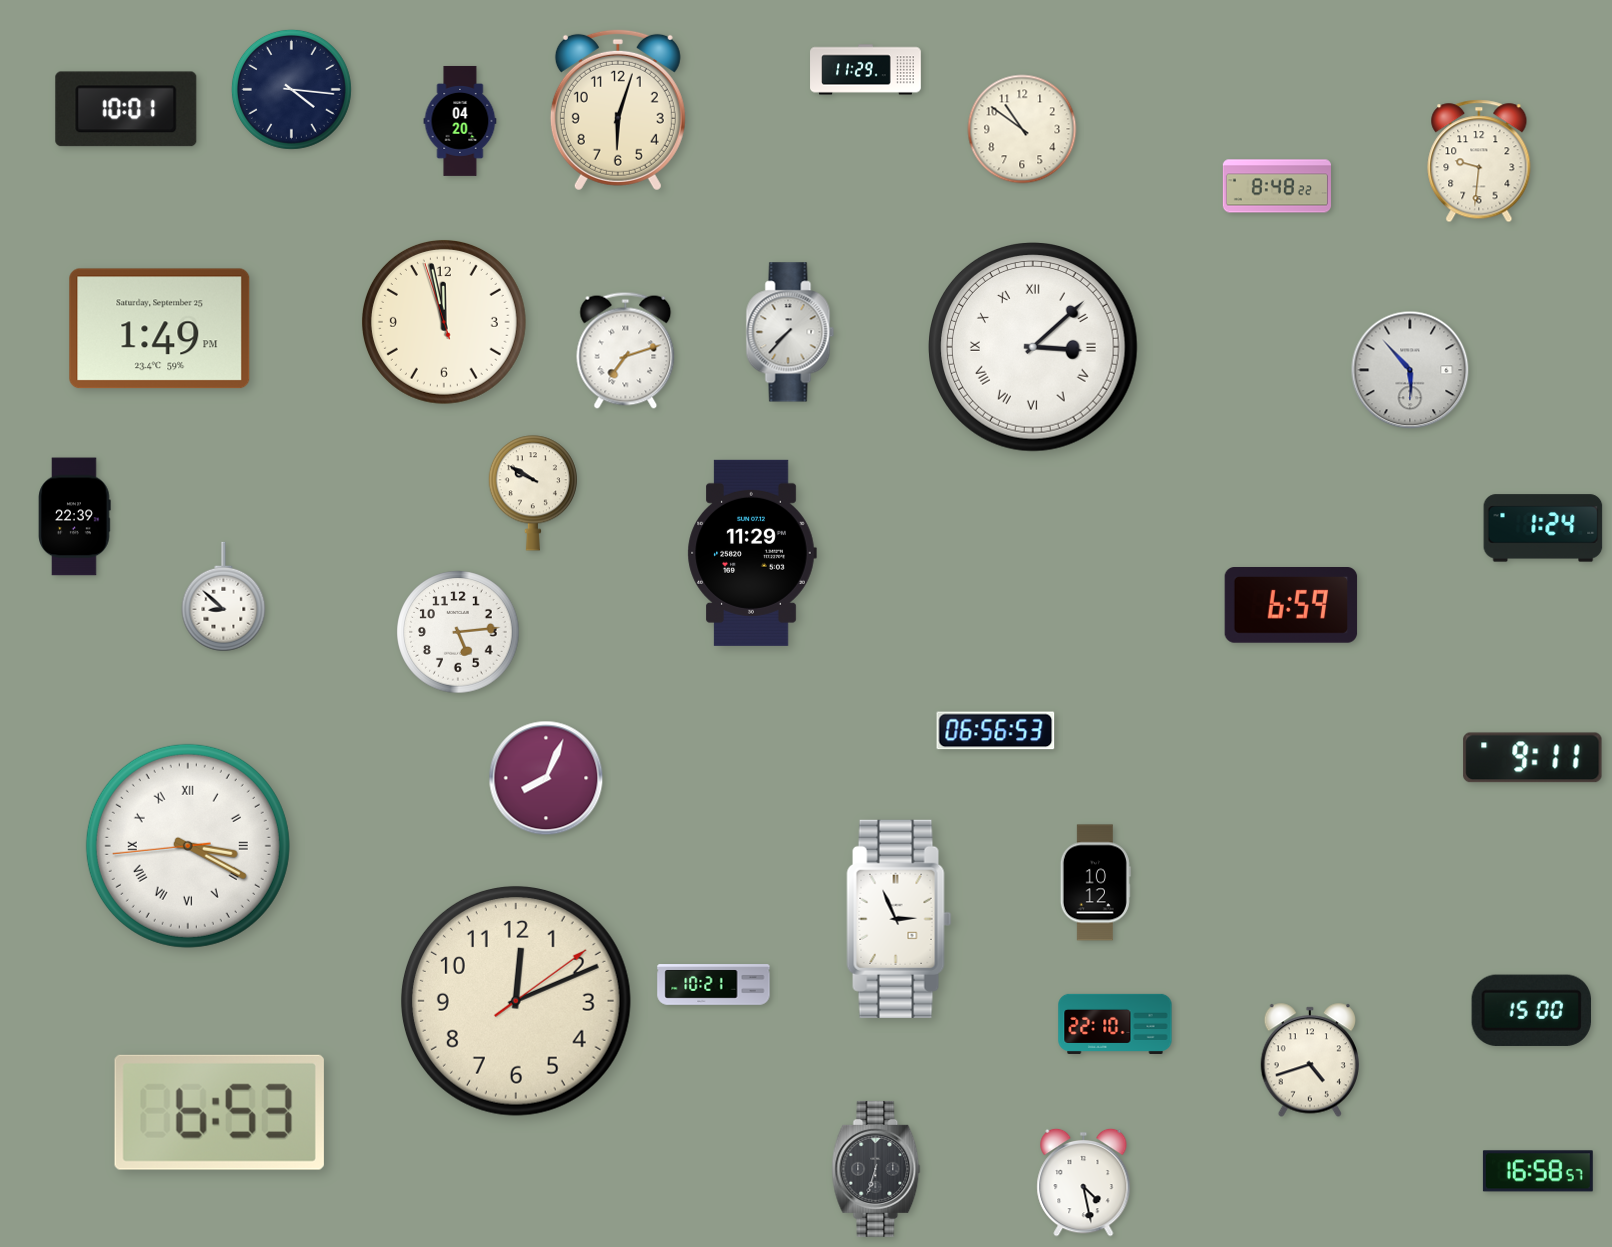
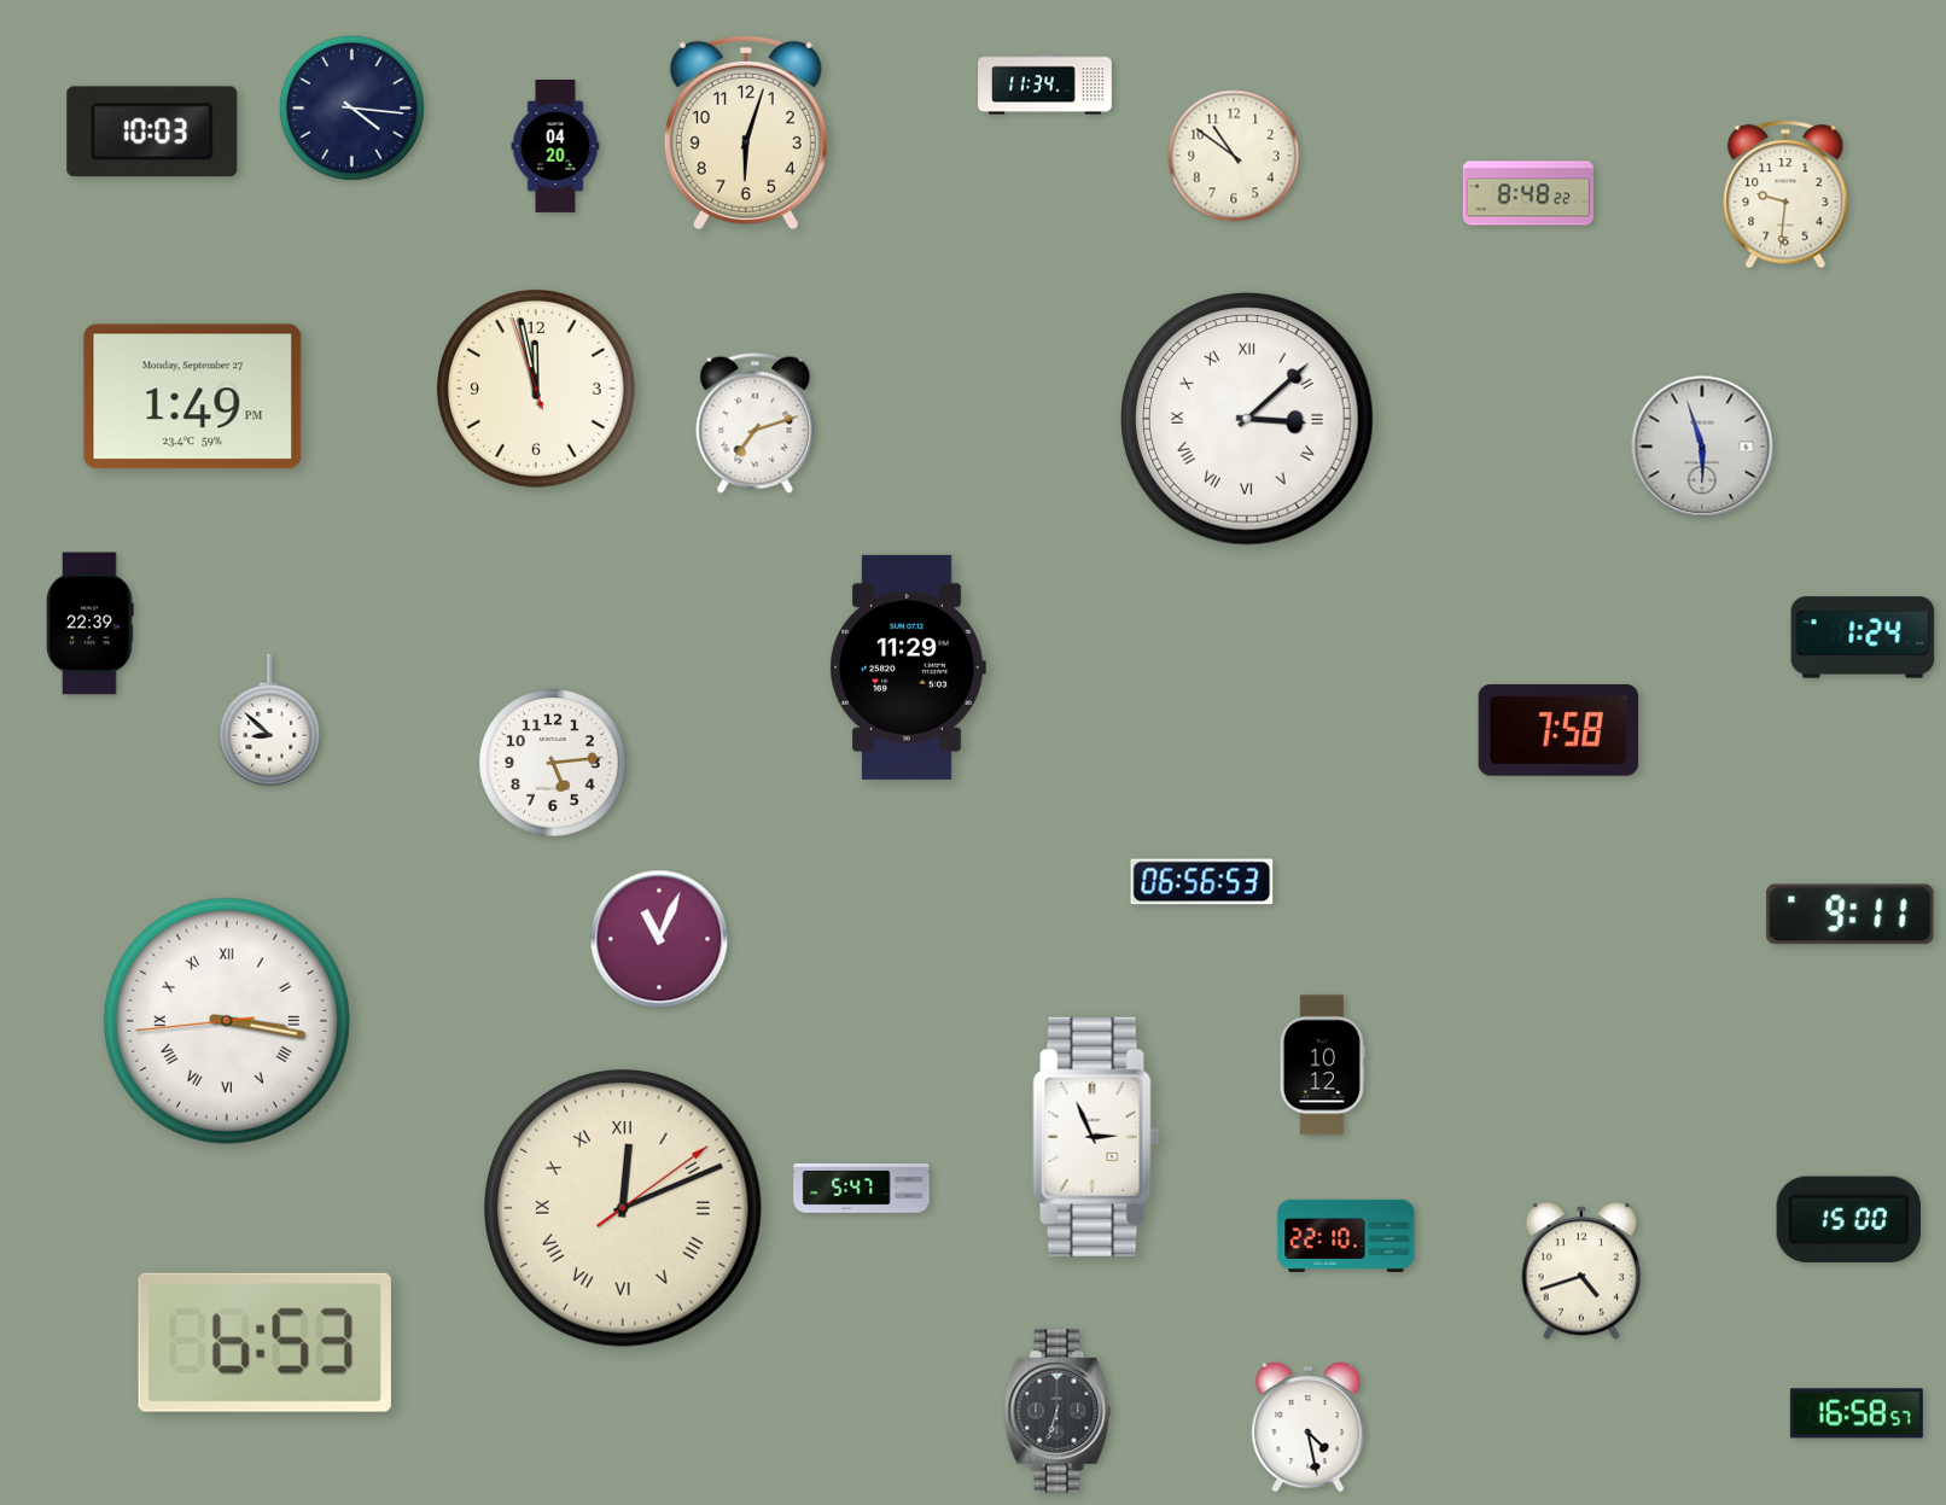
clock at (866, 70): 11:29 -> 11:34
clock at (126, 109): 10:01 -> 10:03
clock at (1276, 186) position: (1276, 186) -> (1527, 193)
clock at (160, 329) date: Saturday, September 25 -> Monday, September 27
clock at (790, 332): 7:37 -> none
clock at (1410, 370): 5:53 -> 5:57
clock at (533, 493): 9:50 -> none
clock at (1291, 606): 6:59 -> 7:58
clock at (546, 778): 8:04 -> 11:04
clock at (188, 846): 3:19 -> 3:16
clock at (899, 919) position: (899, 919) -> (1096, 1137)
clock at (714, 985): 10:21 -> 5:47
clock at (516, 1001) numerals: Arabic -> Roman
clock at (1309, 1060) position: (1309, 1060) -> (1580, 1271)
